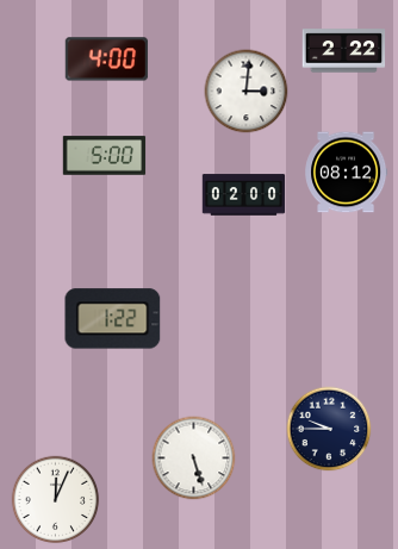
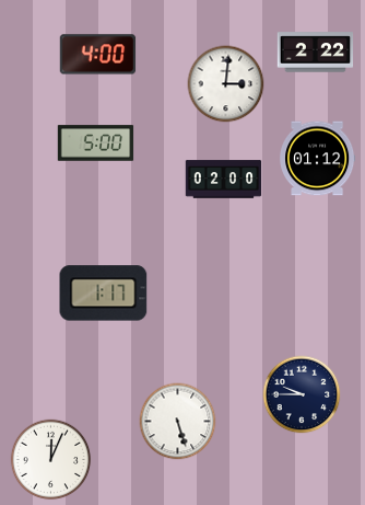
clock at (344, 51) position: (344, 51) -> (316, 53)
clock at (347, 173): 08:12 -> 01:12
clock at (113, 319): 1:22 -> 1:17
